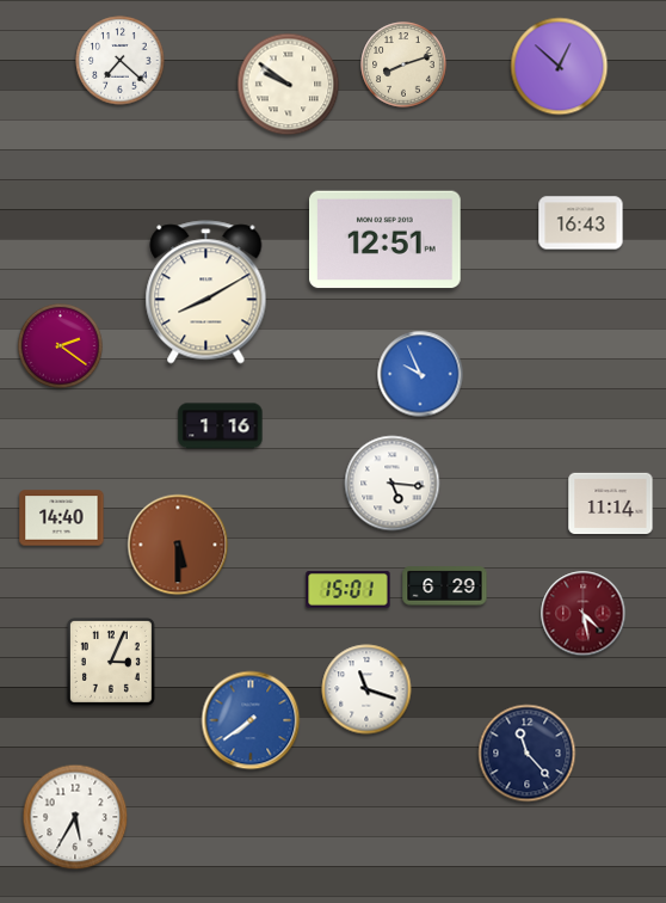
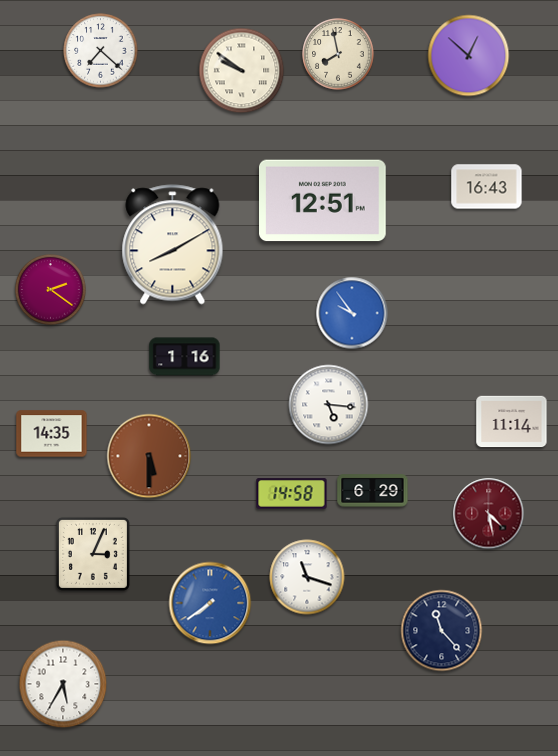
clock at (403, 64): 8:12 -> 7:58
clock at (420, 374): 9:56 -> 9:54
clock at (62, 518): 14:40 -> 14:35
clock at (349, 590): 15:01 -> 14:58
